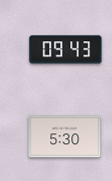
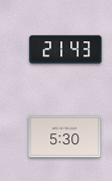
clock at (66, 50): 09:43 -> 21:43
